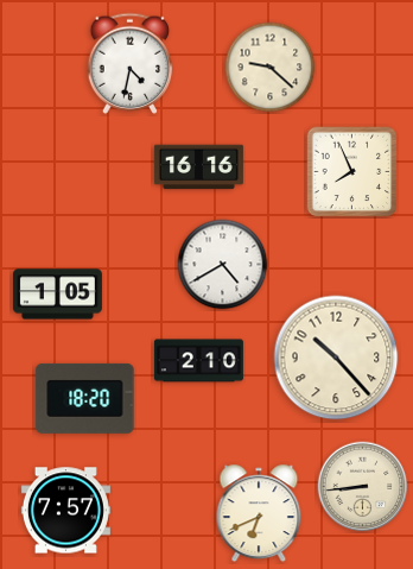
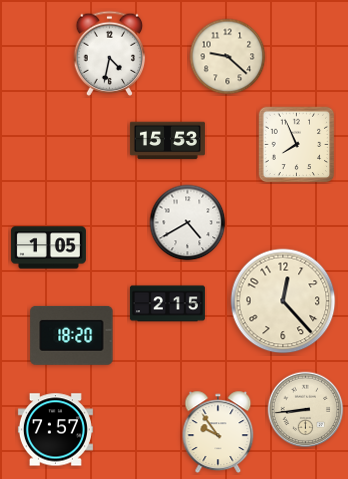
clock at (198, 167): 16:16 -> 15:53
clock at (336, 358): 10:23 -> 12:23
clock at (198, 361): 2:10 -> 2:15
clock at (259, 513): 6:41 -> 9:54
